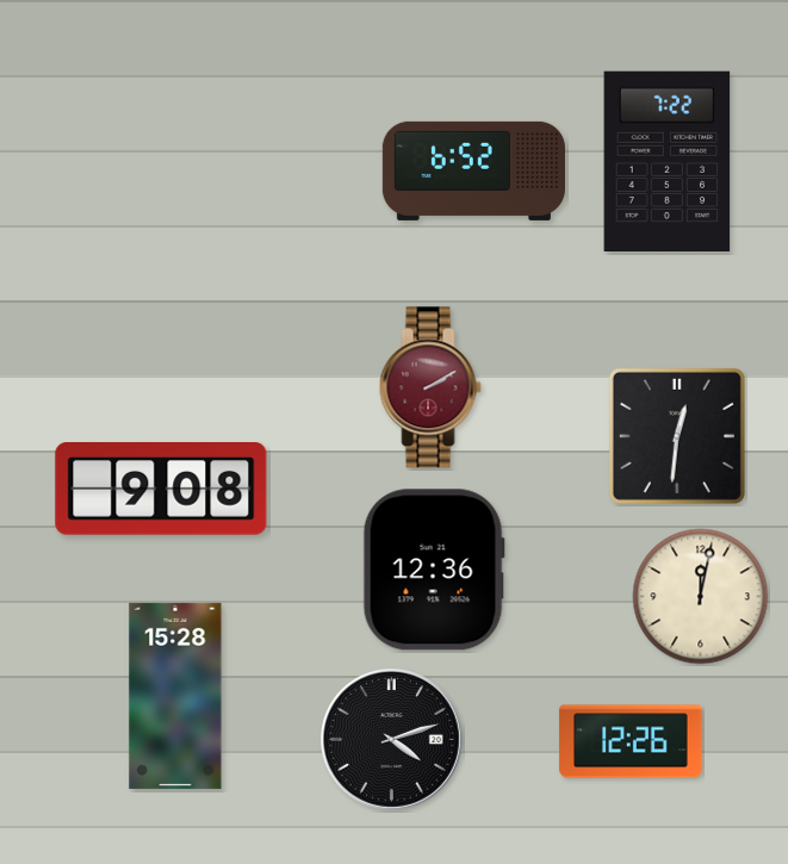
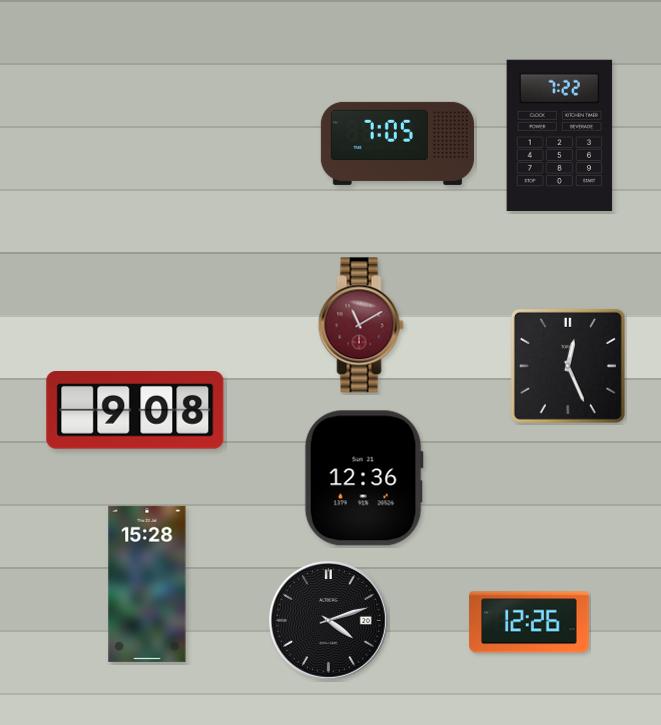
clock at (473, 170): 6:52 -> 7:05
clock at (430, 387): 2:10 -> 11:10
clock at (677, 436): 12:31 -> 12:26
clock at (701, 597): 12:02 -> none
